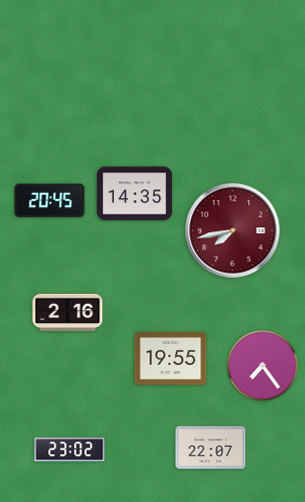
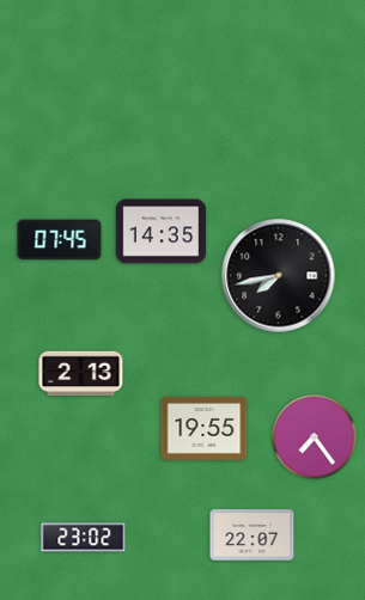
clock at (50, 201): 20:45 -> 07:45
clock at (233, 231) dial: burgundy -> black
clock at (68, 313): 2:16 -> 2:13
